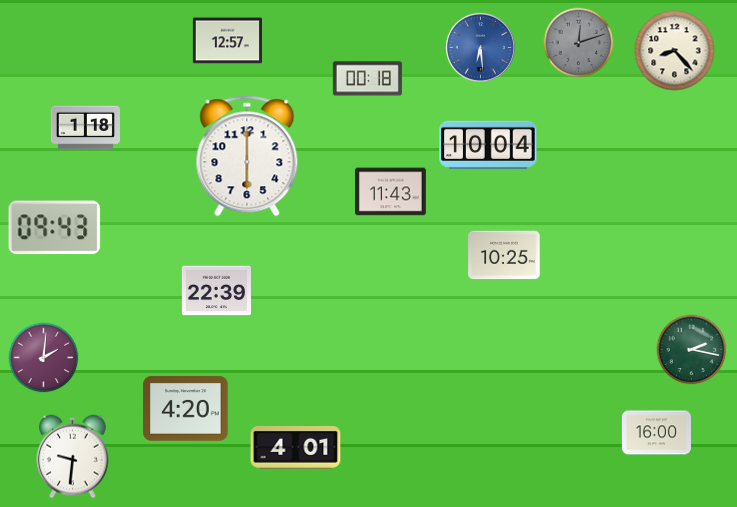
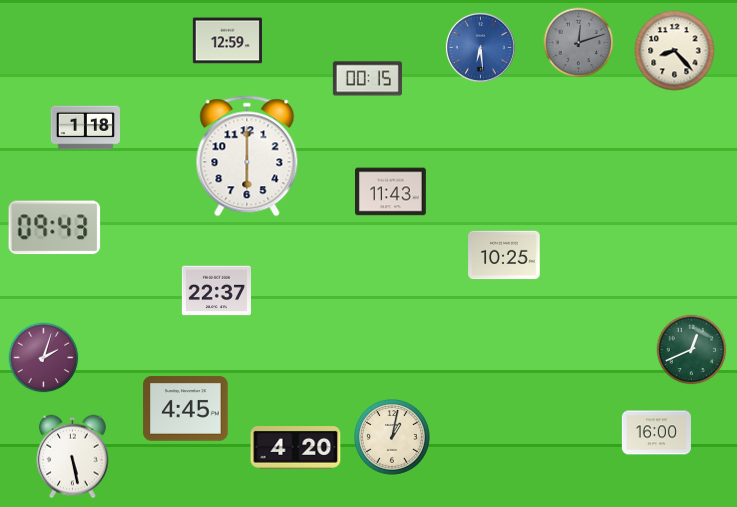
clock at (227, 41): 12:57 -> 12:59
clock at (367, 79): 00:18 -> 00:15
clock at (488, 145): 10:04 -> none
clock at (216, 291): 22:39 -> 22:37
clock at (692, 350): 2:17 -> 12:41
clock at (44, 358): 2:01 -> 2:03
clock at (186, 409): 4:20 -> 4:45
clock at (393, 438): none -> 1:02
clock at (296, 448): 4:01 -> 4:20
clock at (73, 457): 9:31 -> 5:28
